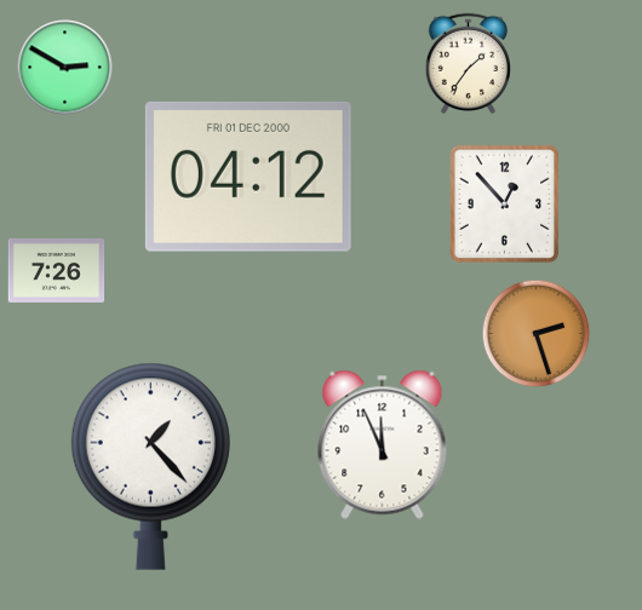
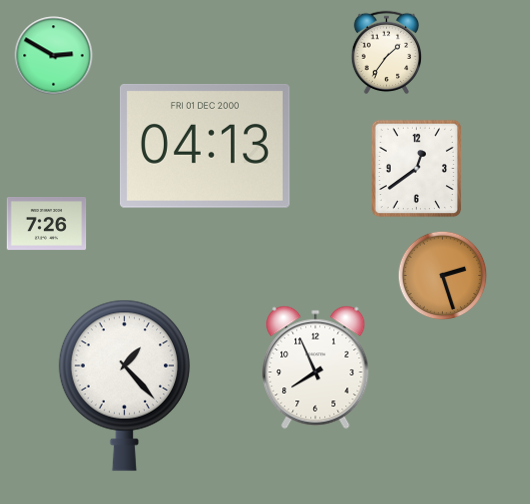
clock at (248, 177): 04:12 -> 04:13
clock at (505, 205): 12:53 -> 12:39
clock at (383, 444): 11:56 -> 7:56
